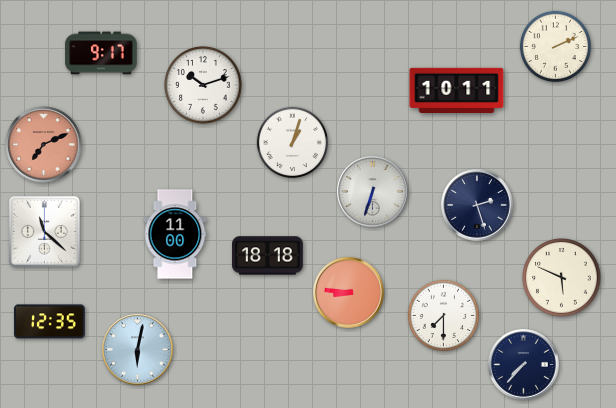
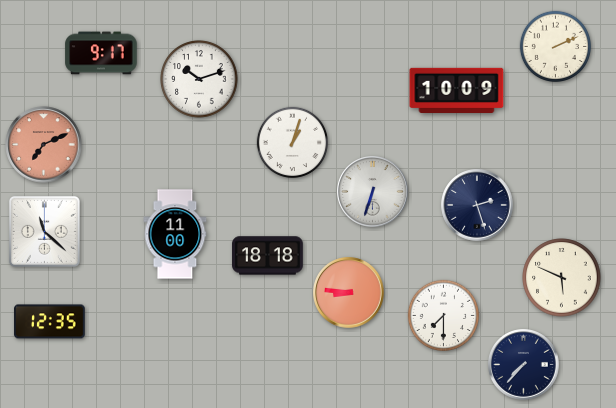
clock at (203, 85) position: (203, 85) -> (199, 79)
clock at (457, 90): 10:11 -> 10:09
clock at (138, 350): 6:02 -> none
